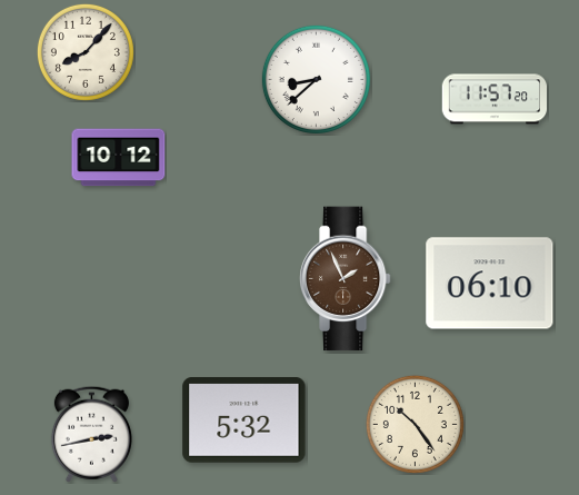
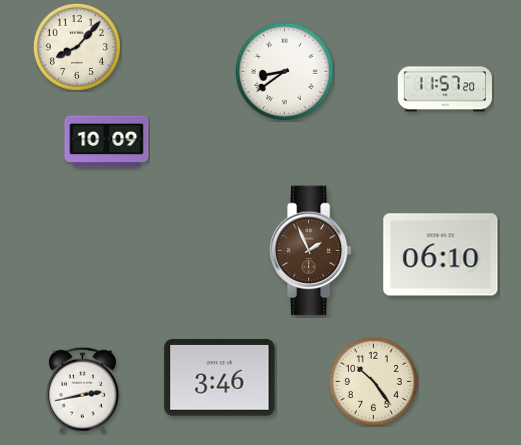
clock at (316, 79): 8:38 -> 8:39
clock at (119, 158): 10:12 -> 10:09
clock at (244, 420): 5:32 -> 3:46
